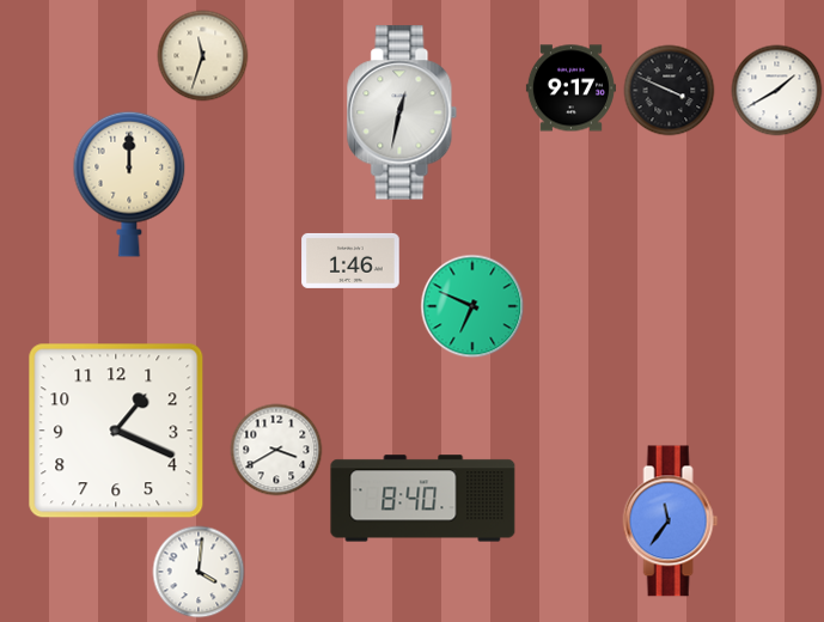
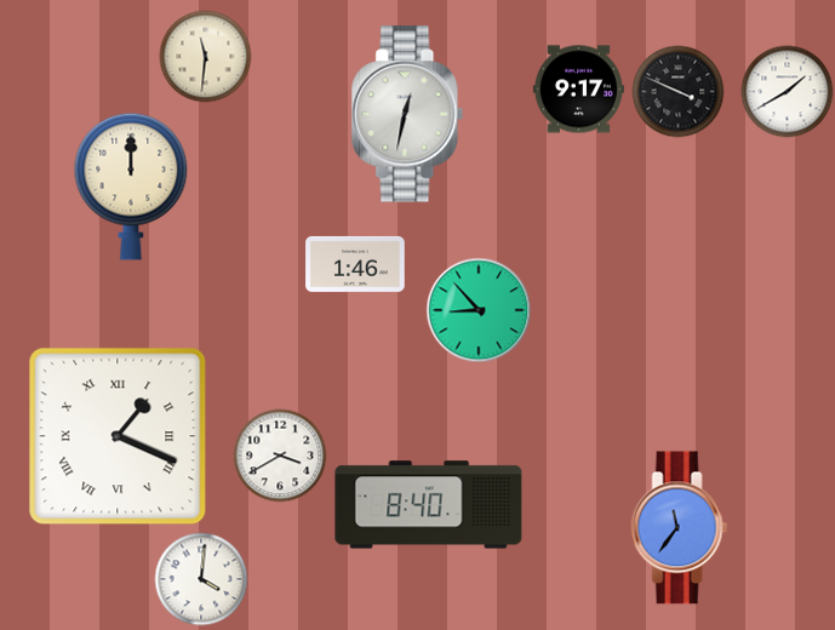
clock at (203, 56): 11:33 -> 11:31
clock at (472, 306): 6:49 -> 8:53
clock at (116, 431) numerals: Arabic -> Roman
